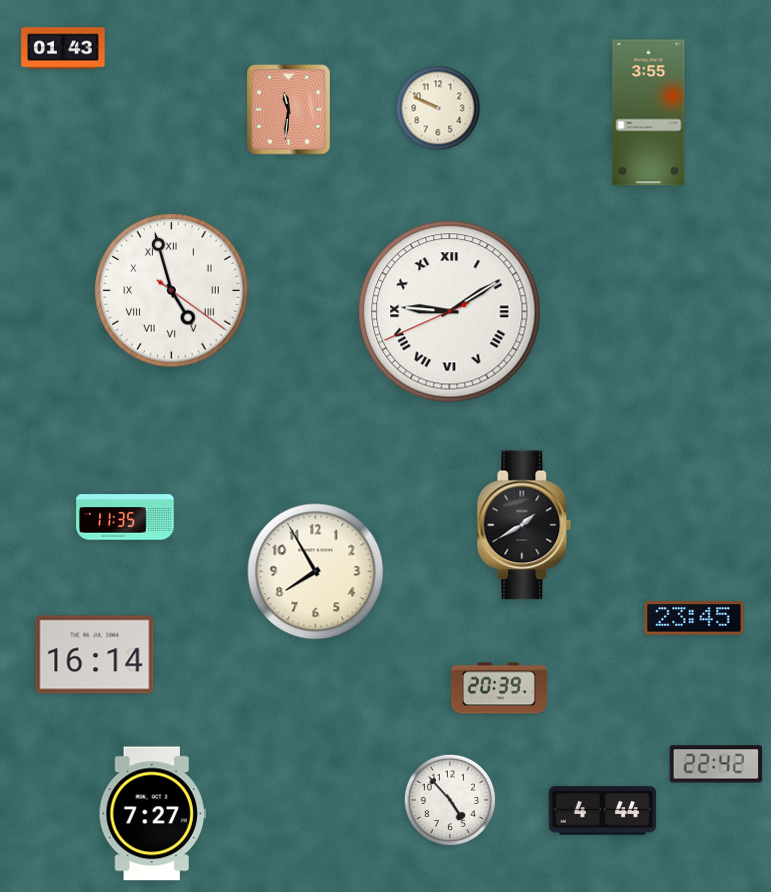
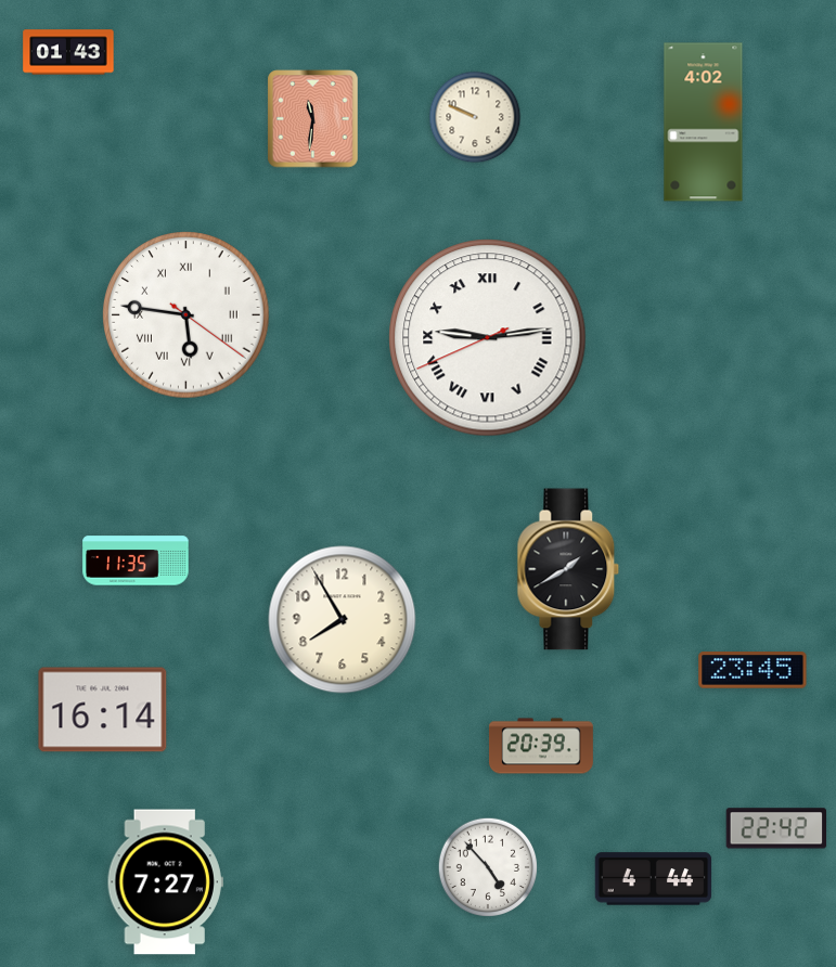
clock at (649, 113): 3:55 -> 4:02
clock at (172, 291): 4:57 -> 5:46
clock at (450, 312): 9:09 -> 9:13
